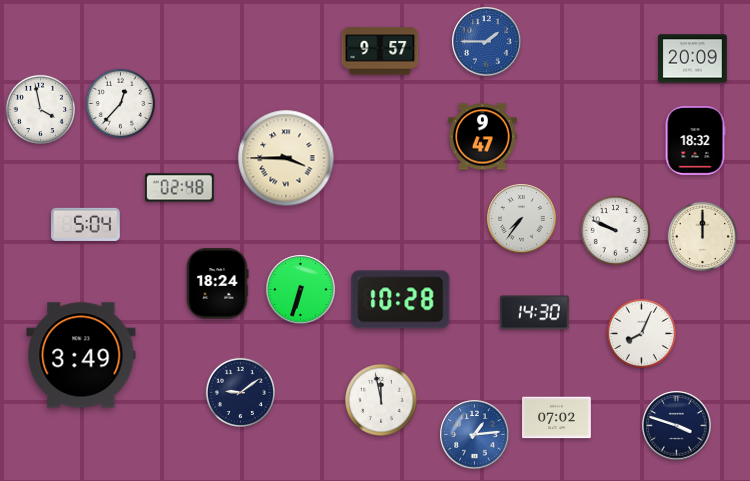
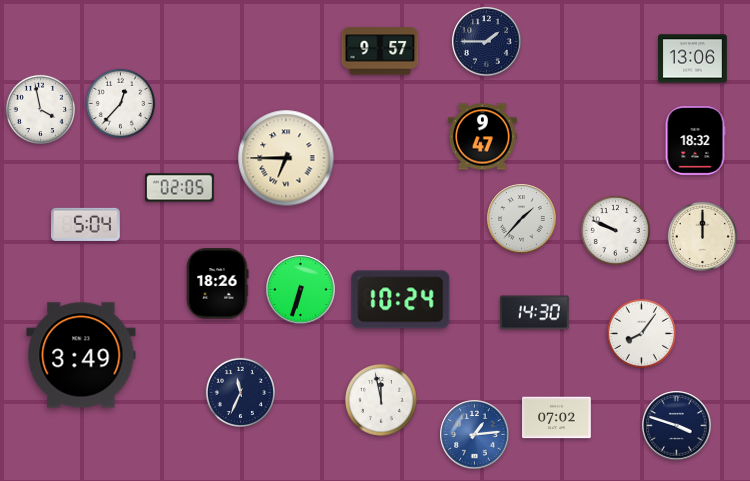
clock at (487, 42) dial: blue -> navy
clock at (693, 59): 20:09 -> 13:06
clock at (286, 158): 3:45 -> 6:45
clock at (180, 188): 02:48 -> 02:05
clock at (522, 219): 7:36 -> 1:37
clock at (217, 284): 18:24 -> 18:26
clock at (401, 300): 10:28 -> 10:24
clock at (641, 333): 8:04 -> 8:06
clock at (240, 392): 9:09 -> 11:34
